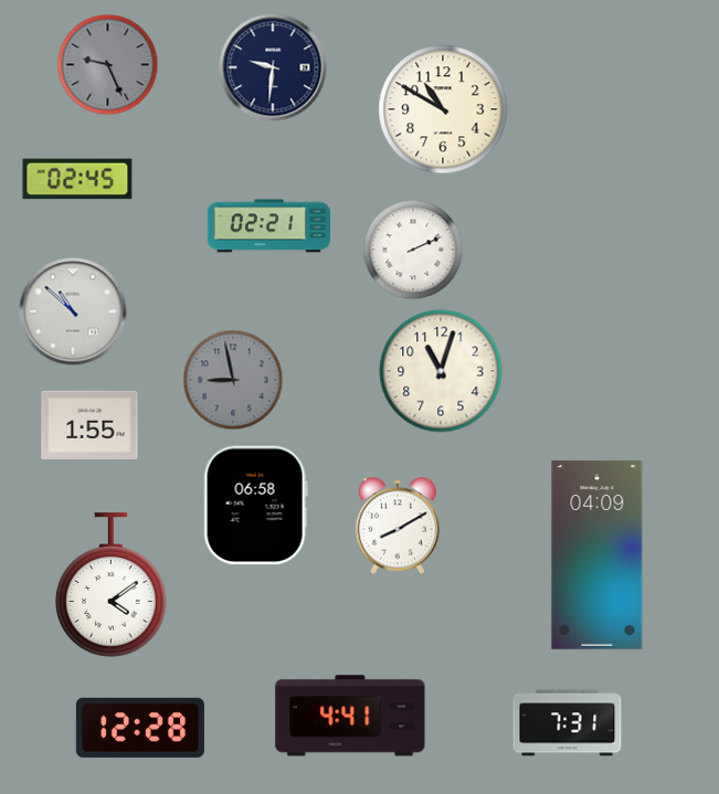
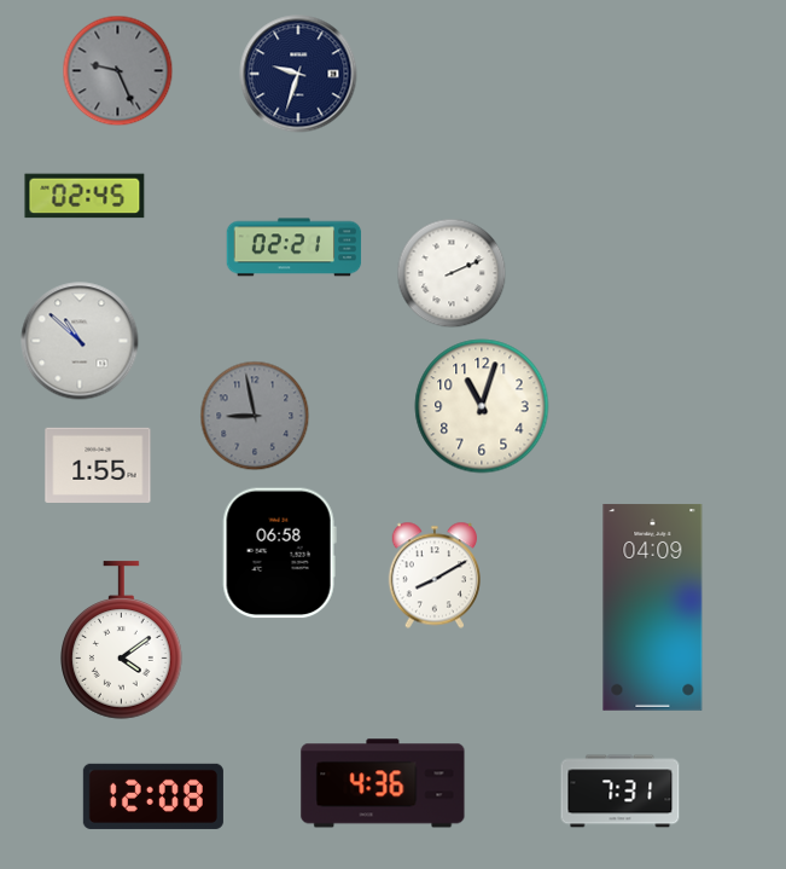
clock at (273, 67): 9:31 -> 9:33
clock at (443, 109): 10:50 -> none
clock at (350, 716): 4:41 -> 4:36
clock at (140, 728): 12:28 -> 12:08
